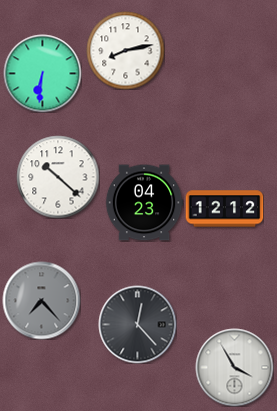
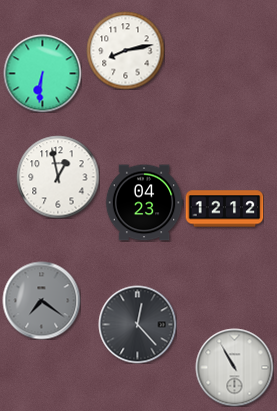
clock at (58, 177): 10:22 -> 12:58
clock at (41, 300): 7:23 -> 7:21
clock at (234, 367): 3:55 -> 10:55
